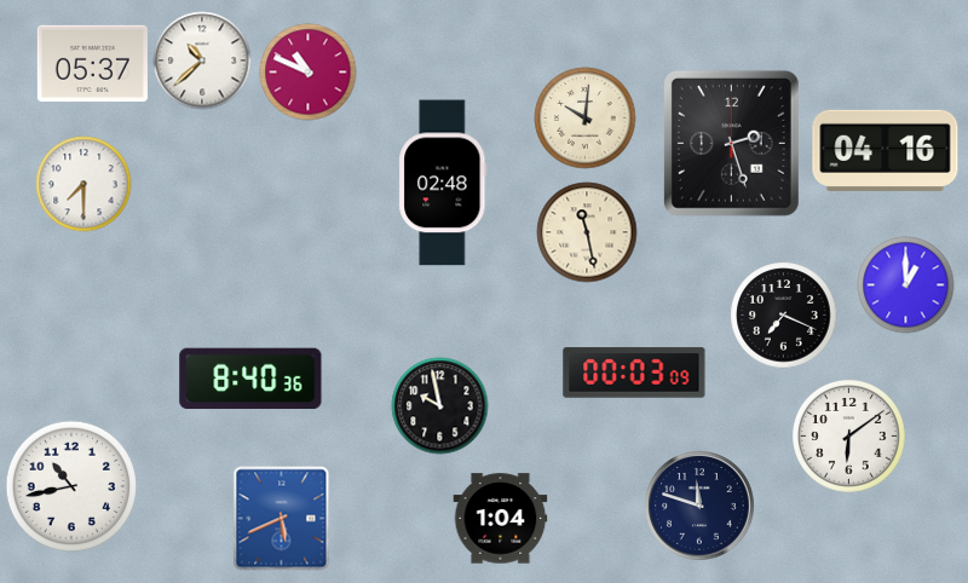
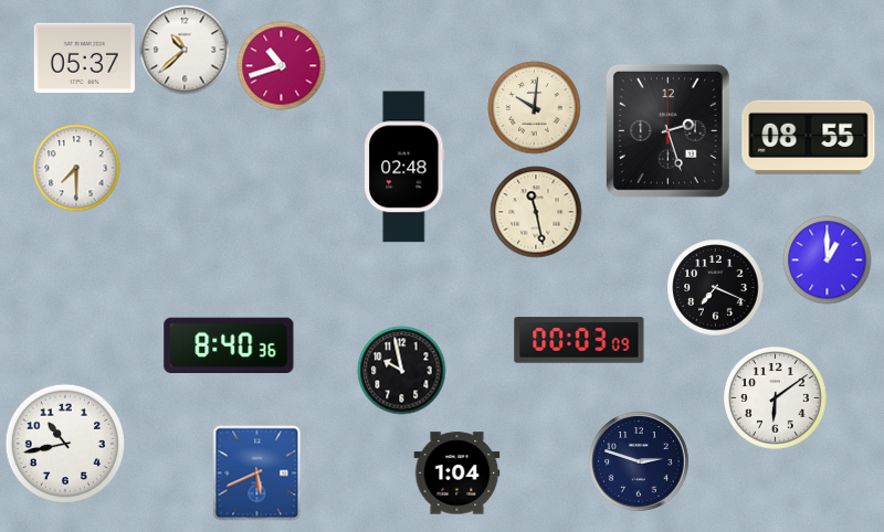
clock at (202, 60) position: (202, 60) -> (185, 50)
clock at (307, 71): 10:49 -> 10:42
clock at (886, 150): 04:16 -> 08:55
clock at (699, 506): 11:48 -> 2:48
